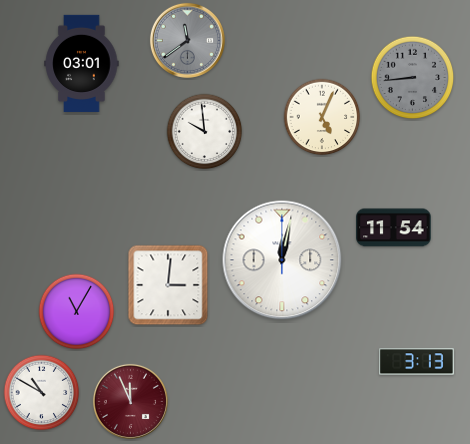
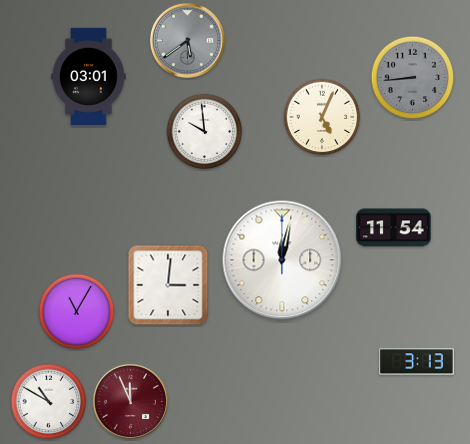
clock at (187, 40): 11:39 -> 5:39
clock at (82, 63) position: (82, 63) -> (89, 76)
clock at (42, 393) position: (42, 393) -> (49, 402)
